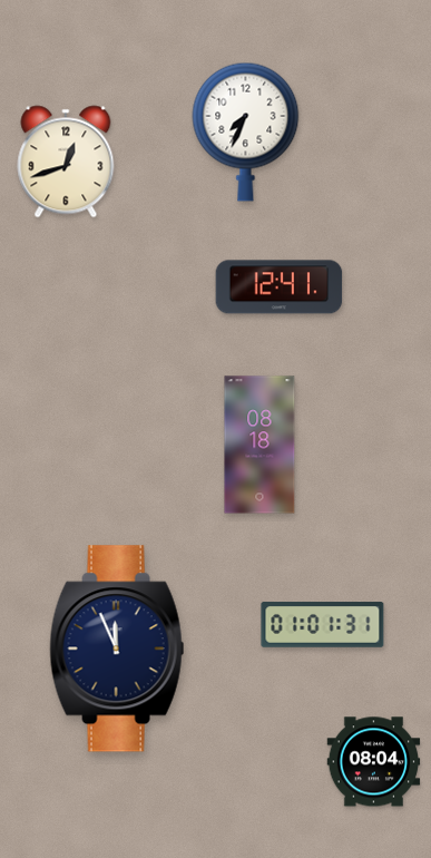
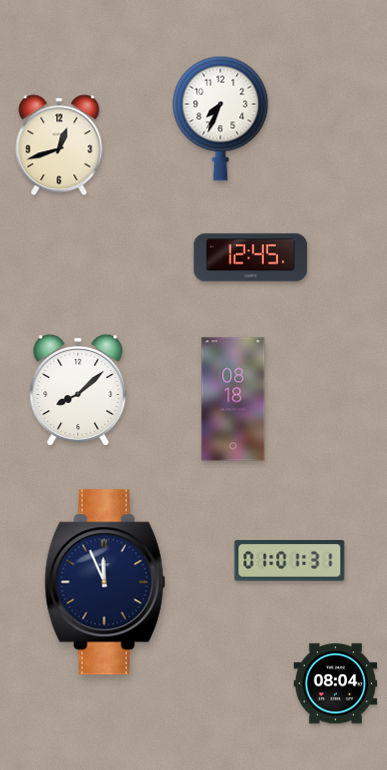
clock at (280, 287): 12:41 -> 12:45
clock at (78, 389): none -> 8:08
